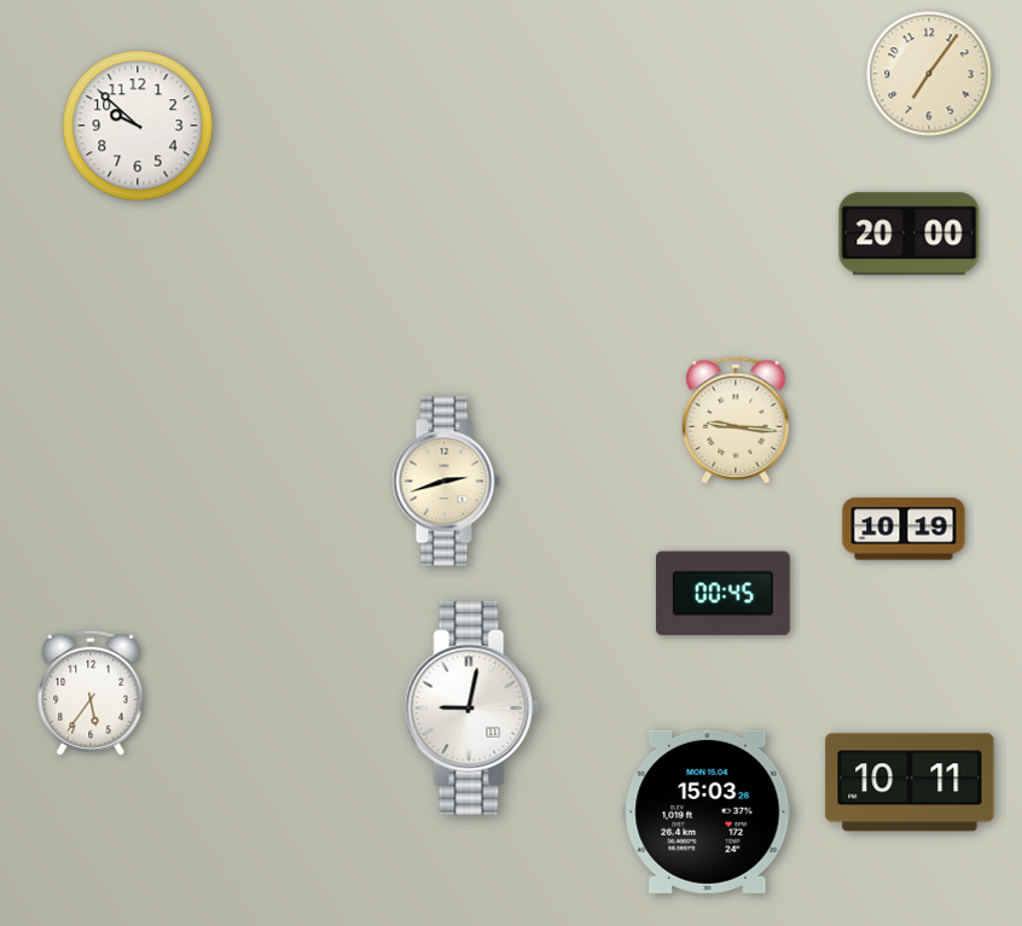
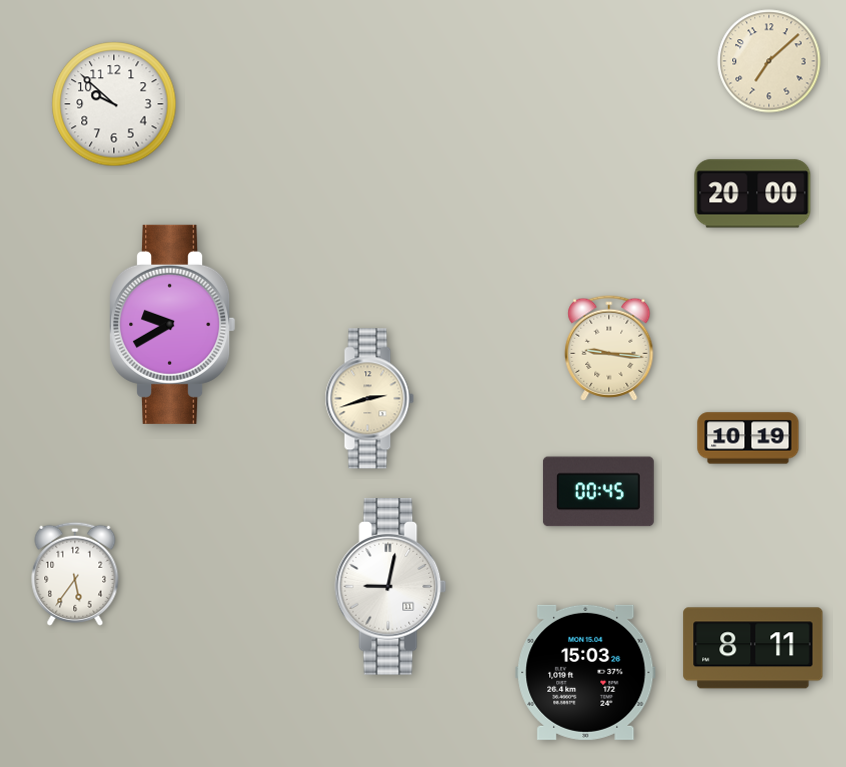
clock at (929, 74): 7:06 -> 7:08
clock at (173, 324): none -> 9:40
clock at (910, 782): 10:11 -> 8:11
